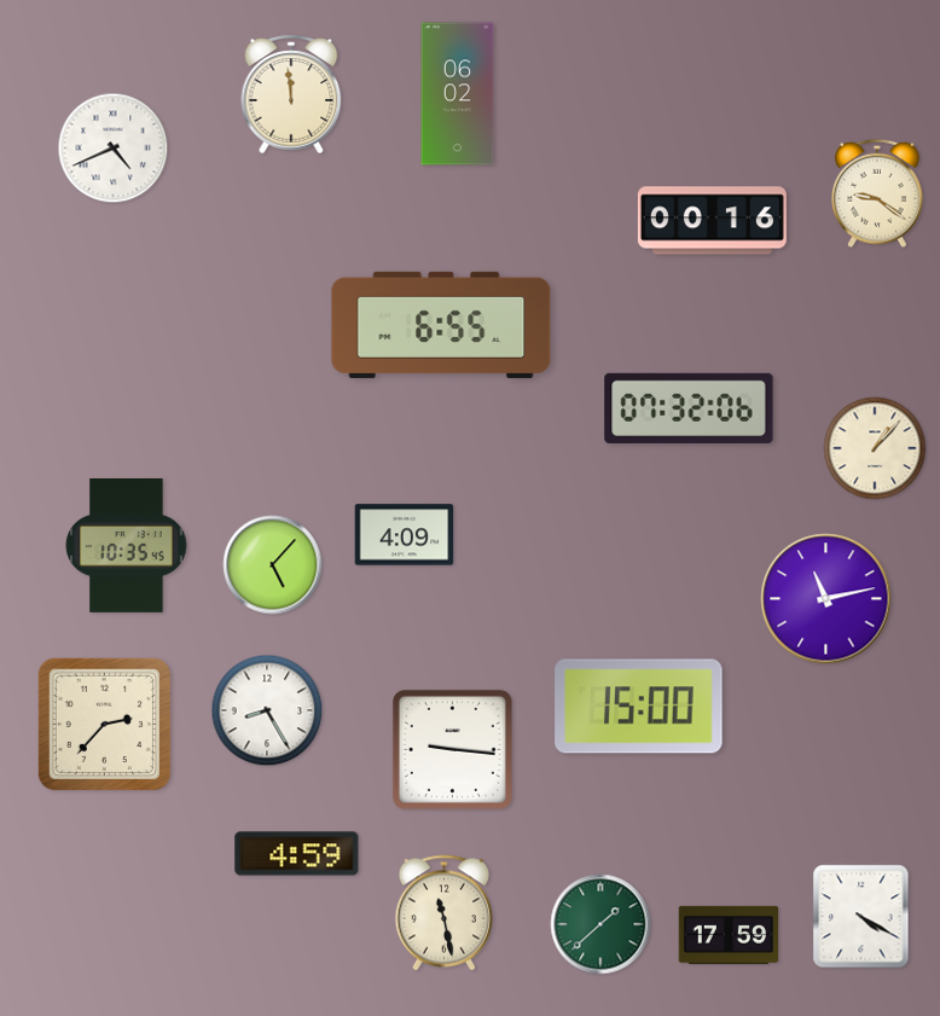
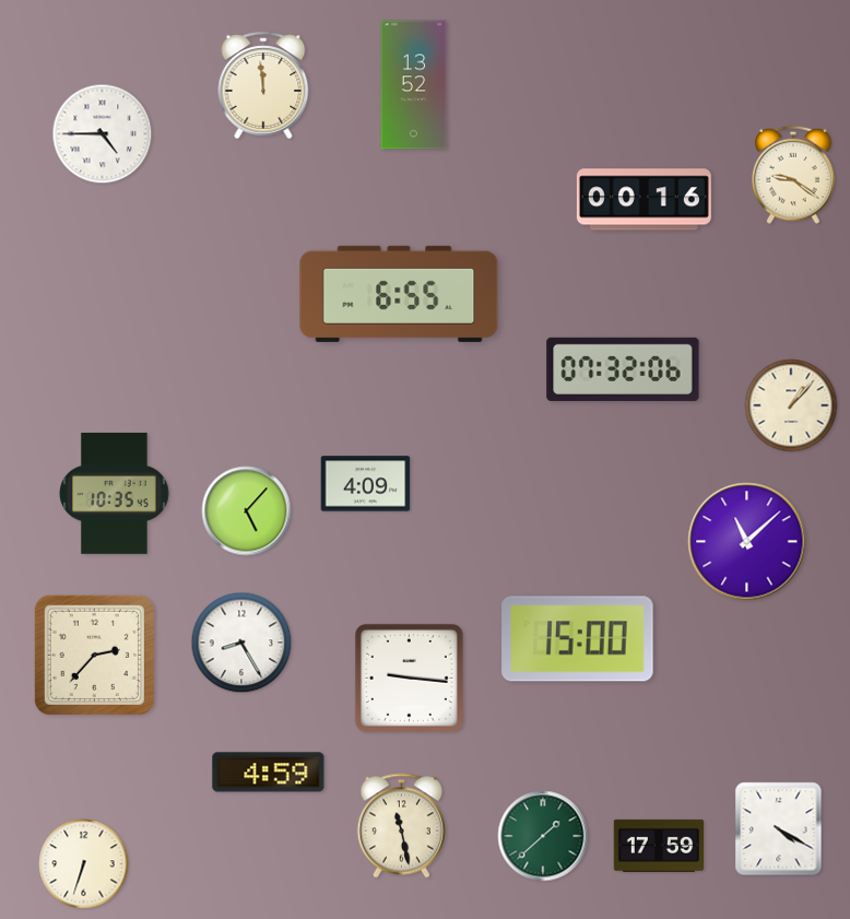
clock at (458, 94): 06:02 -> 13:52
clock at (114, 149): 4:41 -> 4:45
clock at (826, 599): 11:13 -> 11:08
clock at (84, 864): none -> 6:33
